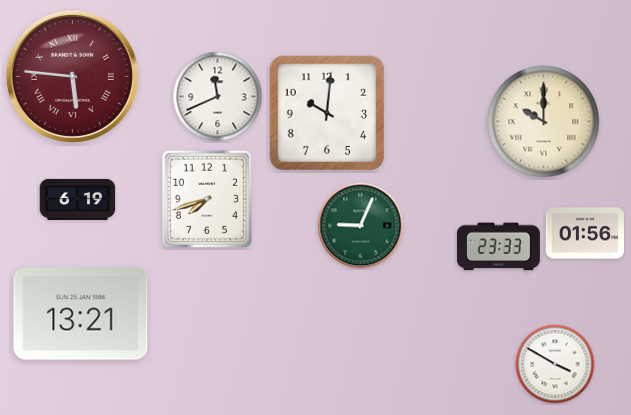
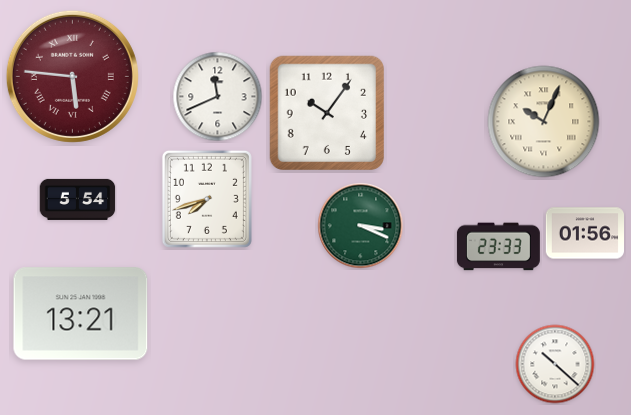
clock at (326, 112): 10:01 -> 10:06
clock at (544, 122): 10:00 -> 10:04
clock at (78, 199): 6:19 -> 5:54
clock at (361, 226): 9:04 -> 3:19
clock at (555, 364): 3:50 -> 10:22
